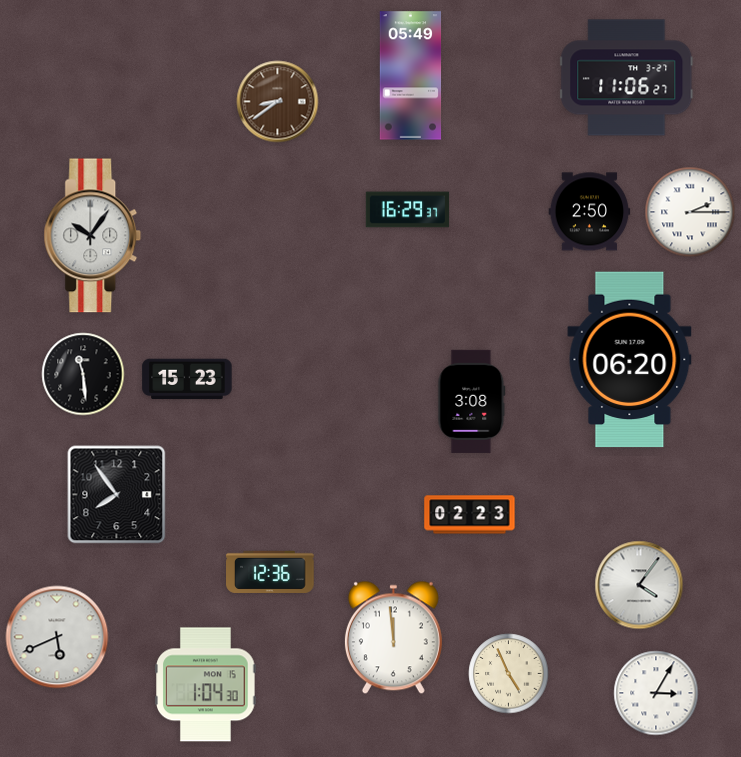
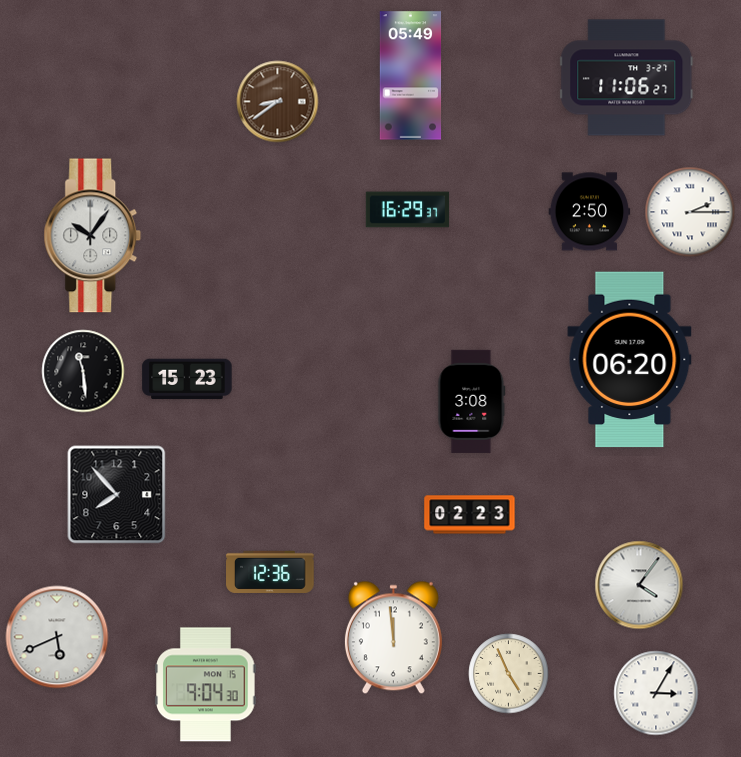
clock at (83, 374) position: (83, 374) -> (83, 371)
clock at (117, 495): 7:54 -> 7:53
clock at (206, 685): 1:04 -> 9:04
